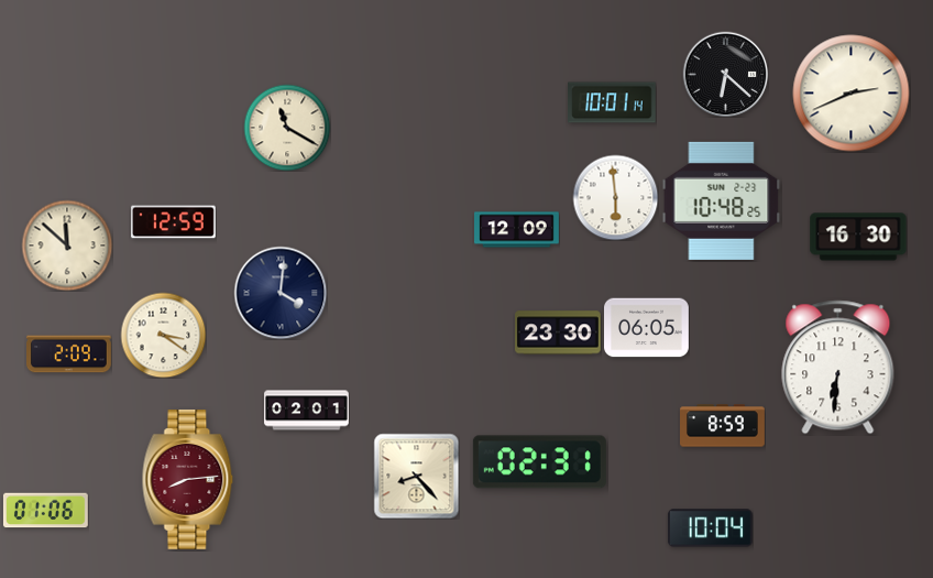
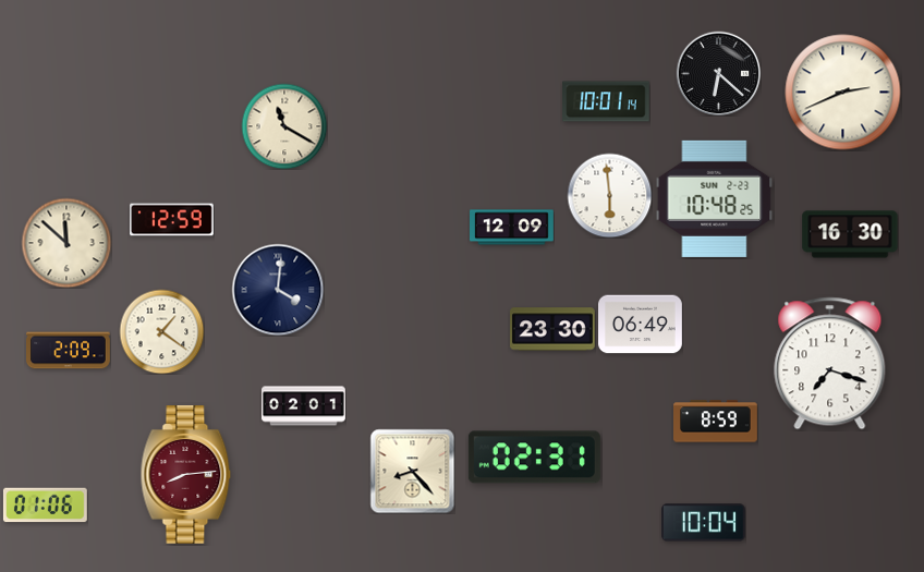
clock at (647, 328): 06:05 -> 06:49
clock at (163, 335): 3:21 -> 1:21
clock at (838, 368): 6:31 -> 7:18
